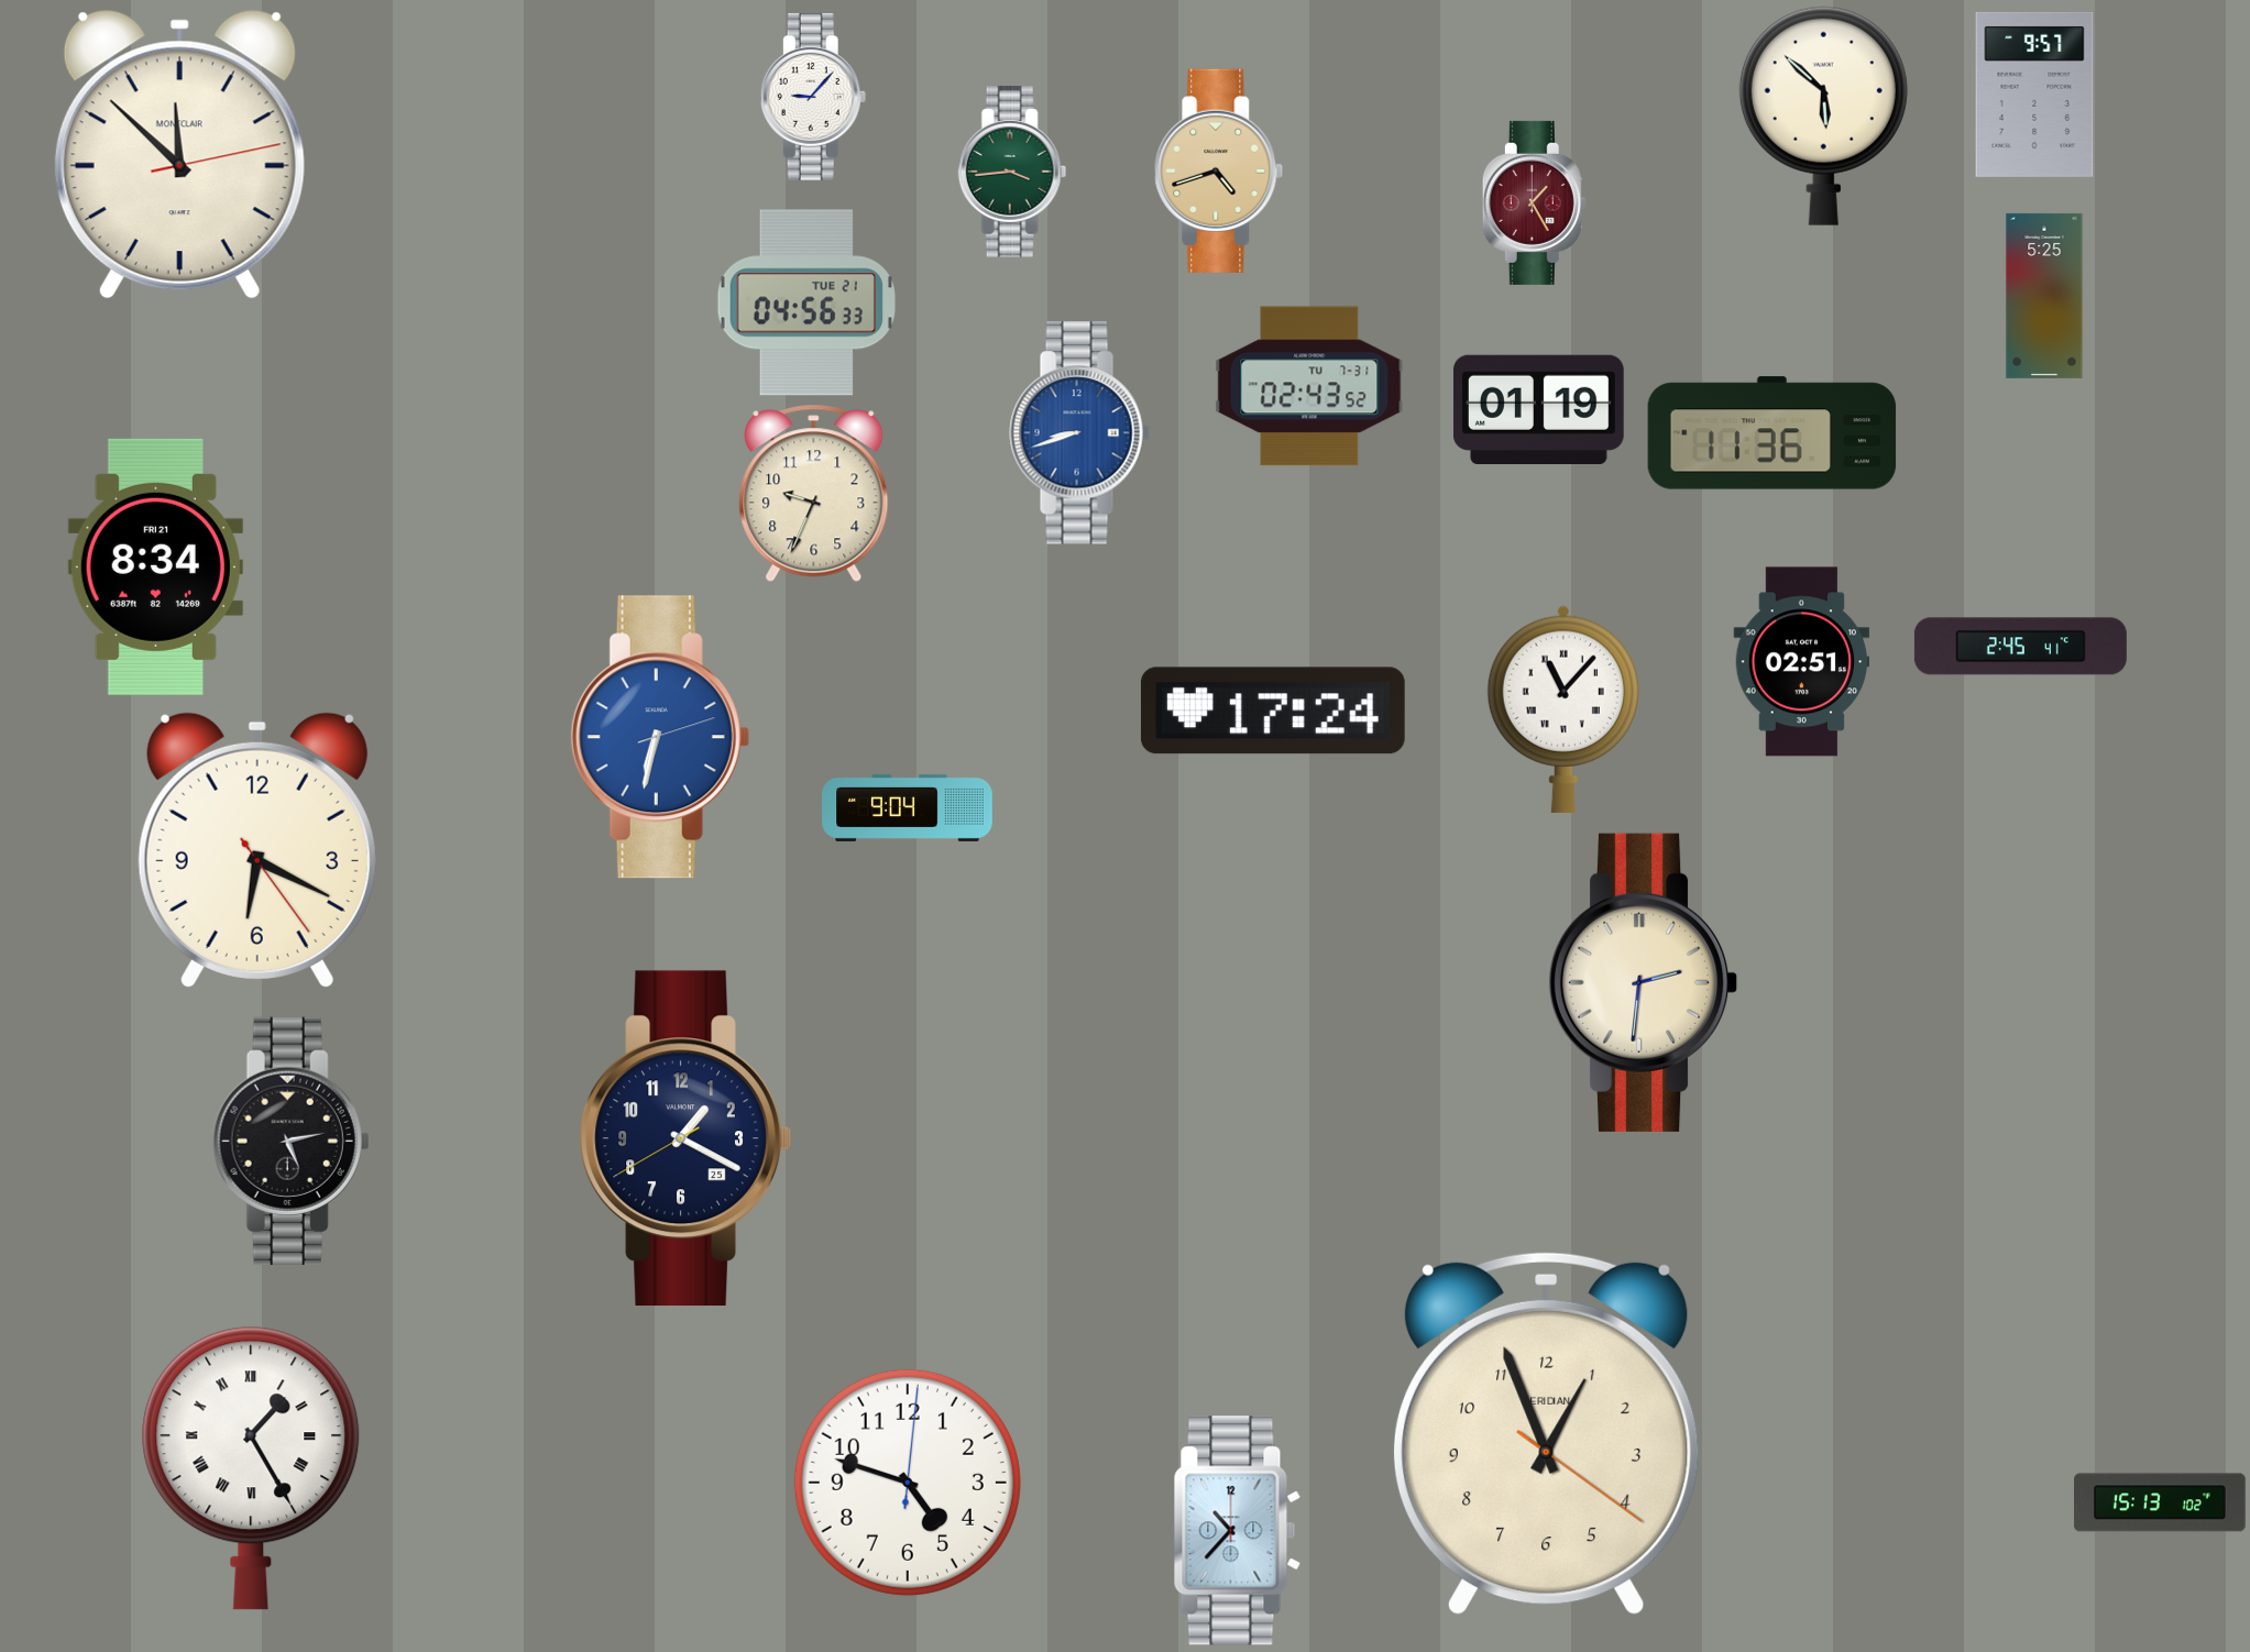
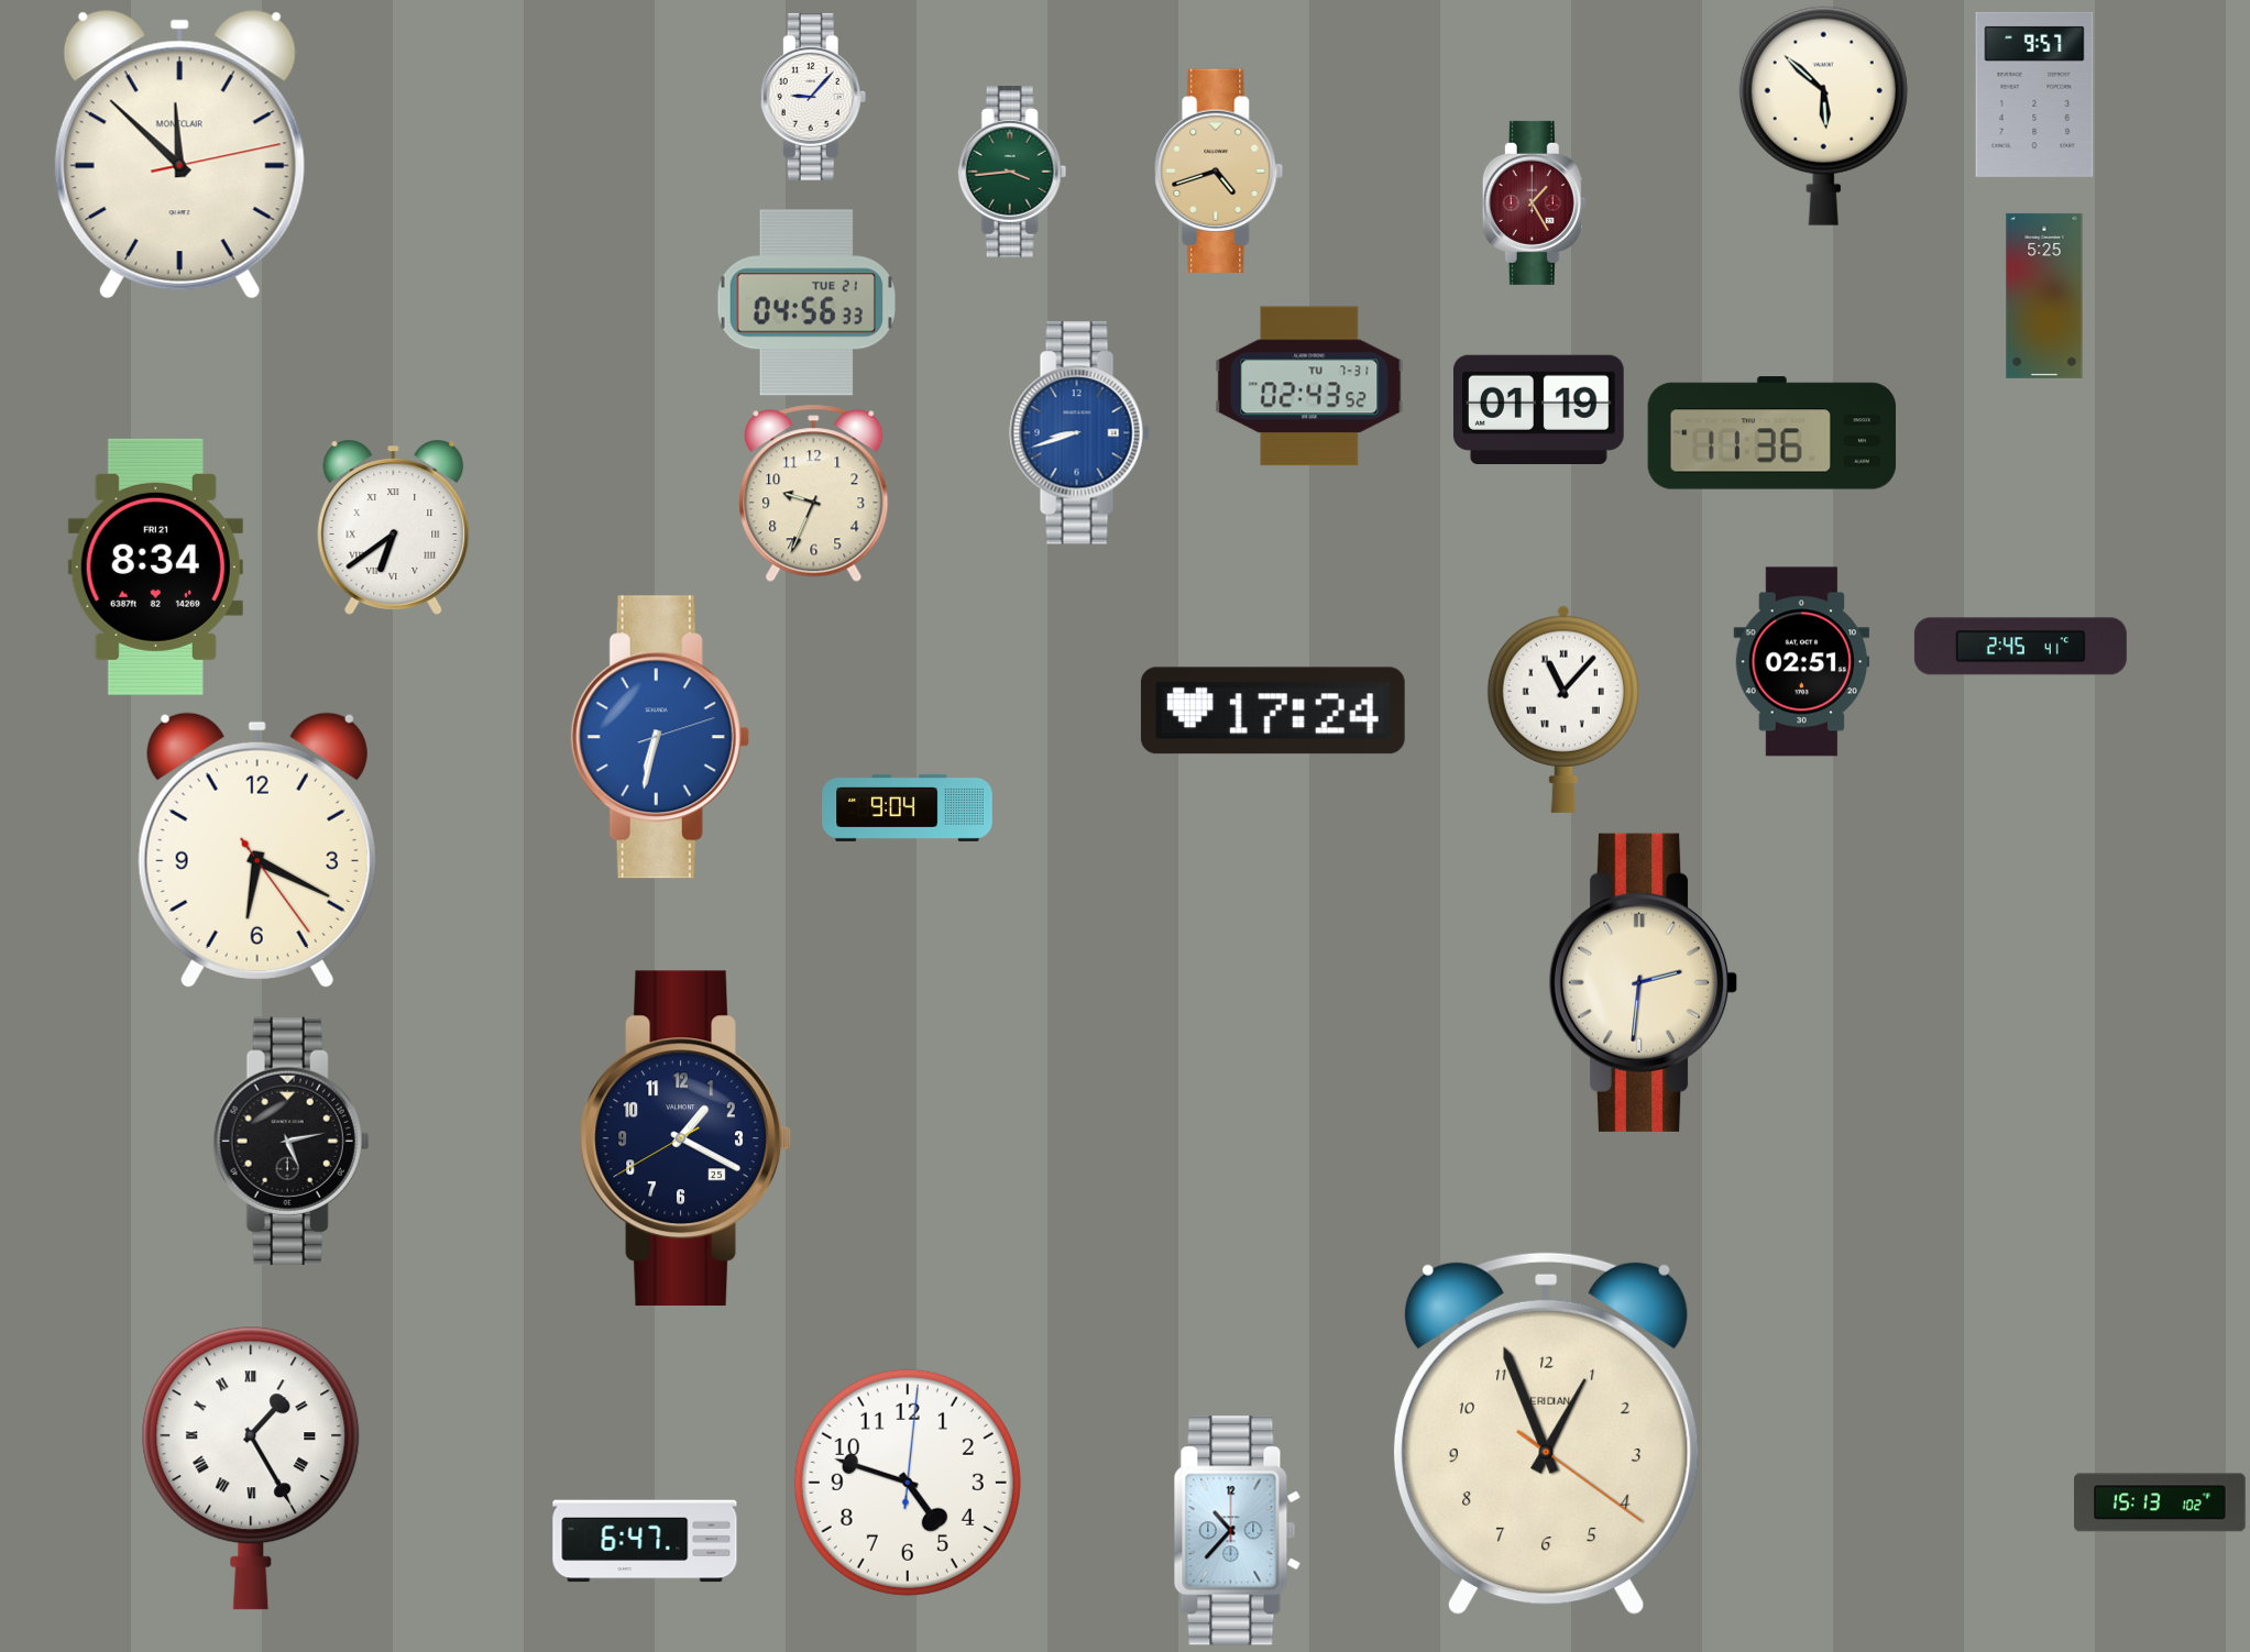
clock at (394, 527): none -> 6:39
clock at (645, 1541): none -> 6:47
